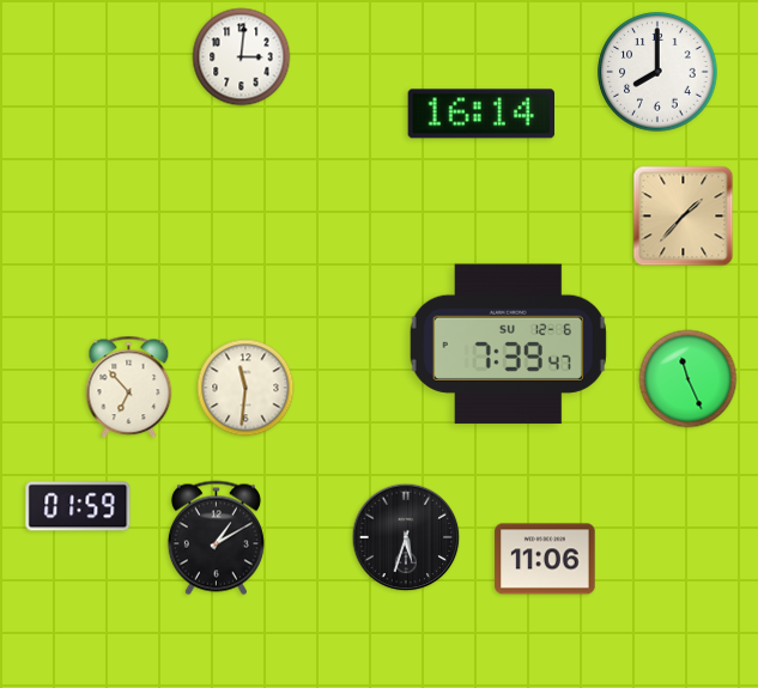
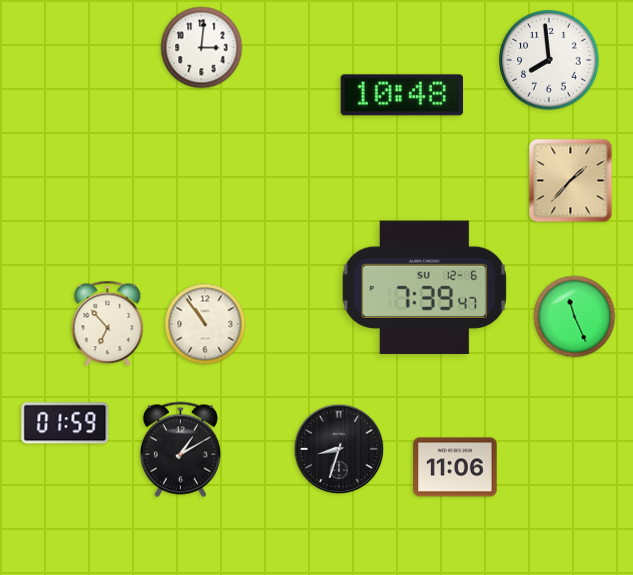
clock at (657, 72): 8:00 -> 7:59
clock at (480, 114): 16:14 -> 10:48
clock at (245, 388): 11:31 -> 10:54
clock at (406, 537): 5:33 -> 8:33
